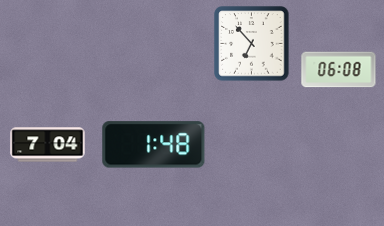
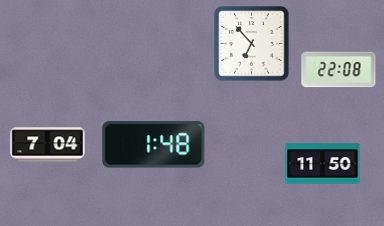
clock at (339, 70): 06:08 -> 22:08
clock at (323, 164): none -> 11:50
